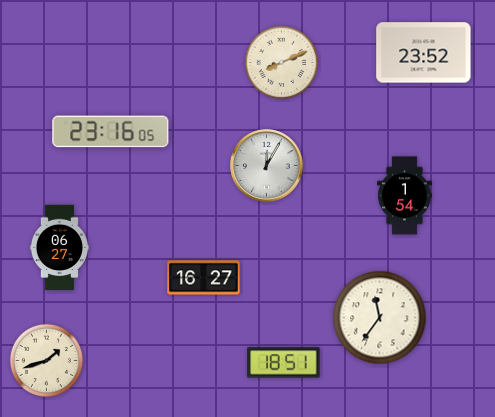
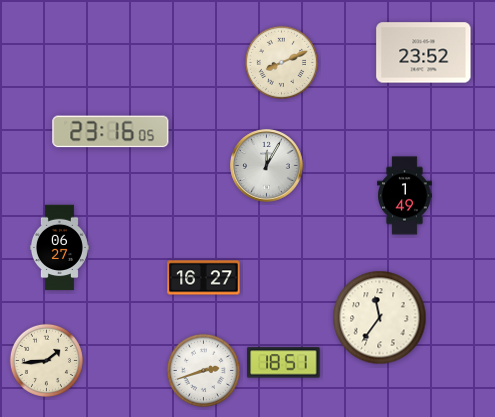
clock at (405, 196): 1:54 -> 1:49
clock at (46, 360): 1:42 -> 1:44
clock at (203, 370): none -> 2:42
